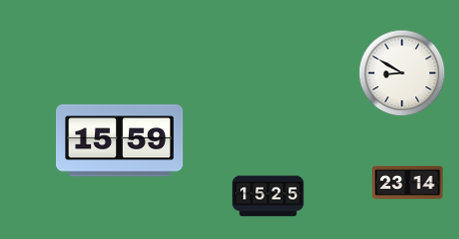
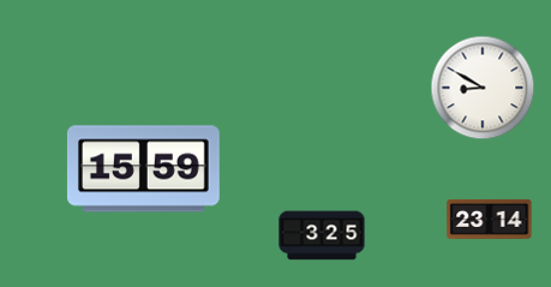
clock at (268, 196): 15:25 -> 3:25
